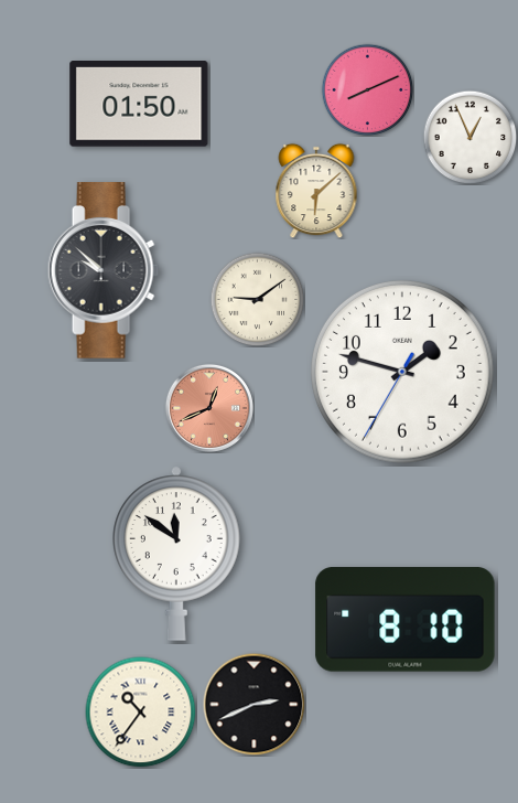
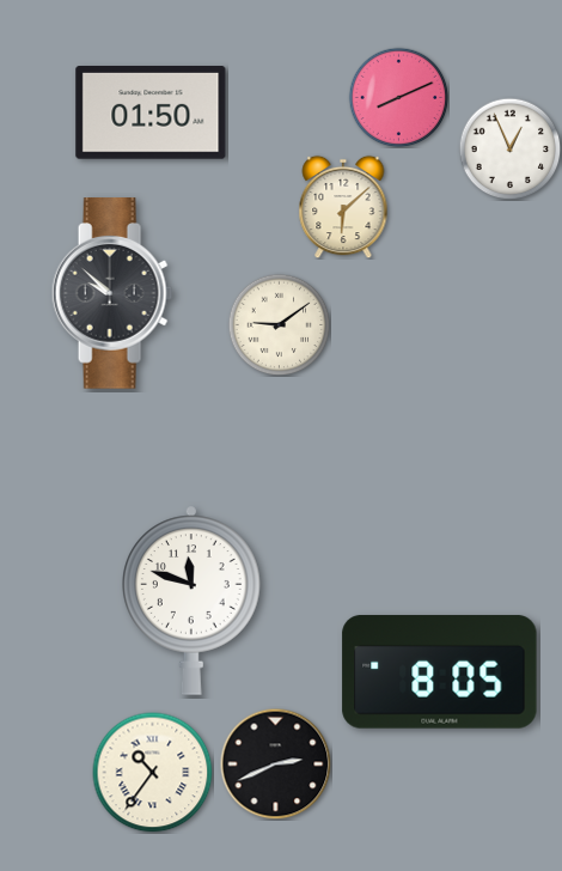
clock at (403, 373): 1:47 -> none
clock at (209, 408): 12:41 -> none
clock at (177, 554): 11:51 -> 11:48
clock at (406, 620): 8:10 -> 8:05
